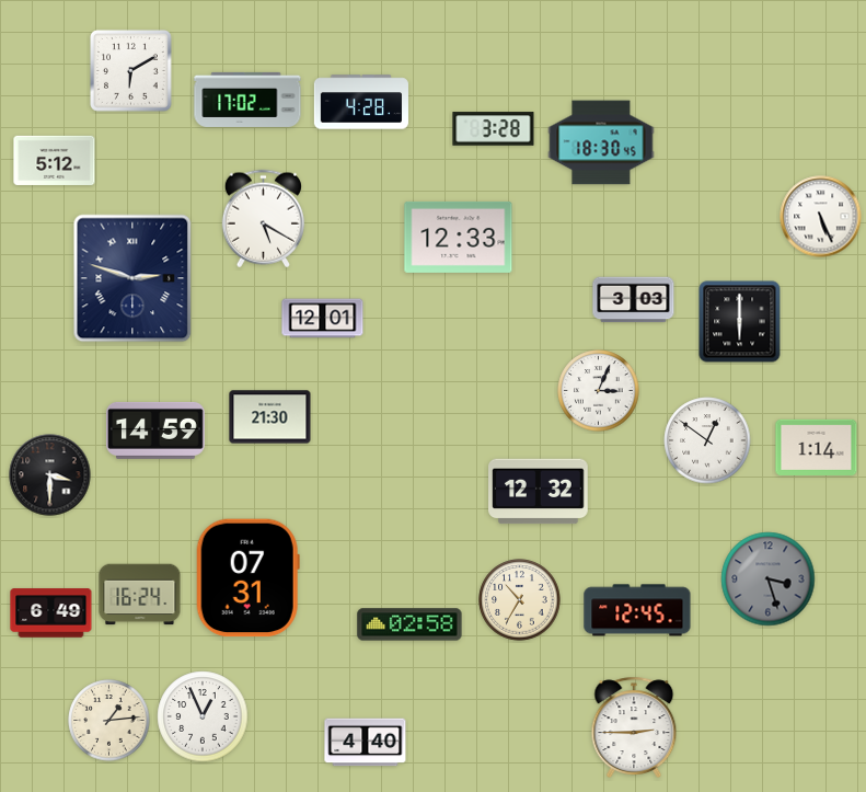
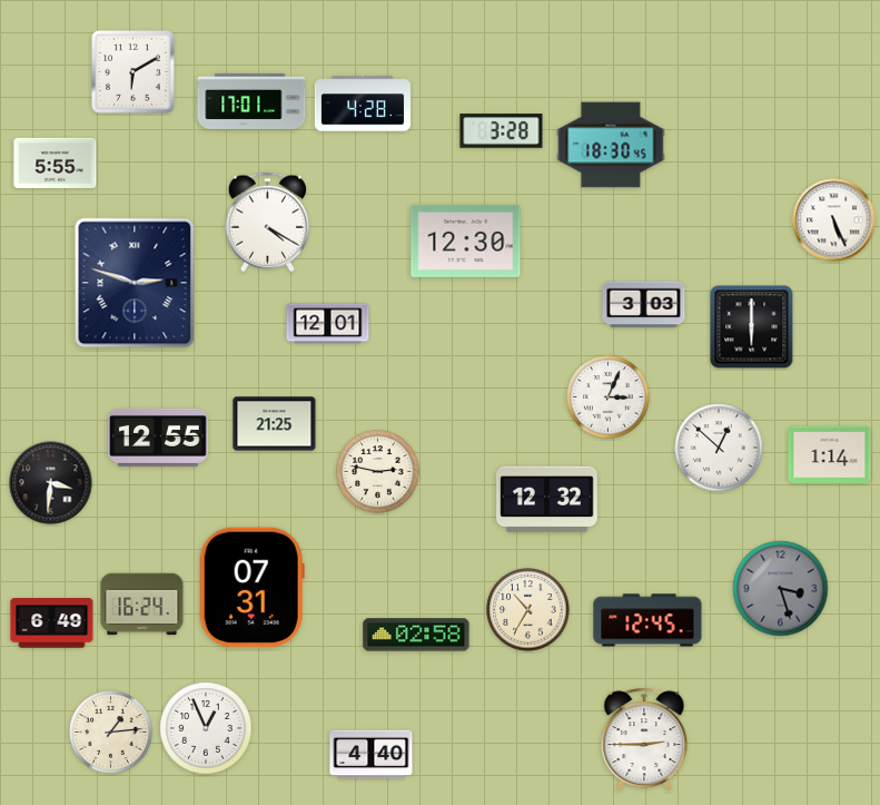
clock at (247, 100): 17:02 -> 17:01
clock at (361, 102) position: (361, 102) -> (363, 104)
clock at (55, 160): 5:12 -> 5:55
clock at (263, 219): 5:20 -> 4:20
clock at (459, 237): 12:33 -> 12:30
clock at (270, 417): 21:30 -> 21:25
clock at (157, 431): 14:59 -> 12:55
clock at (707, 440): 12:51 -> 12:52
clock at (378, 472): none -> 2:47
clock at (50, 475): 3:30 -> 3:31
